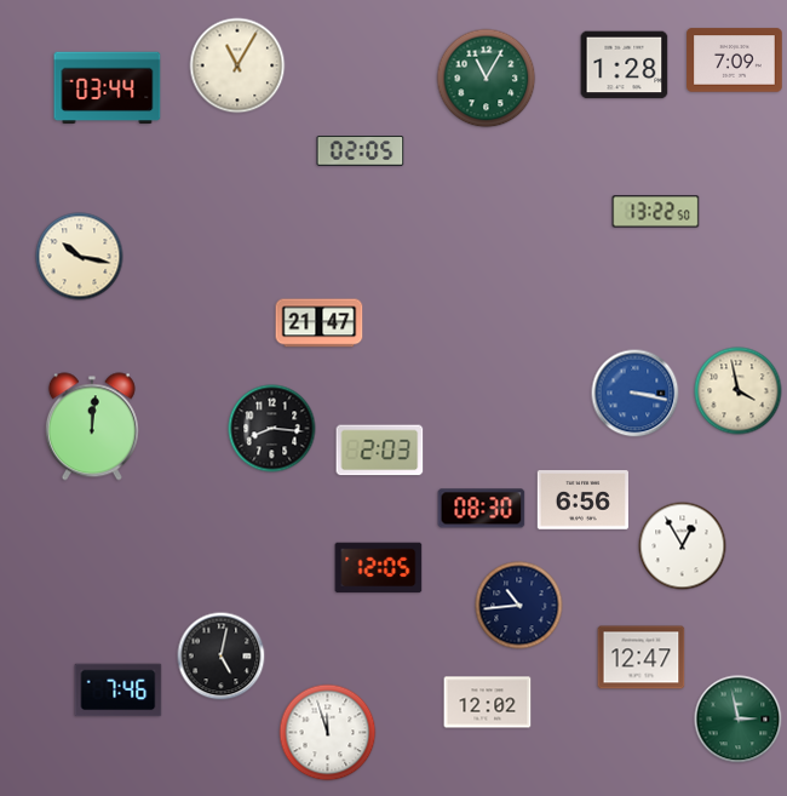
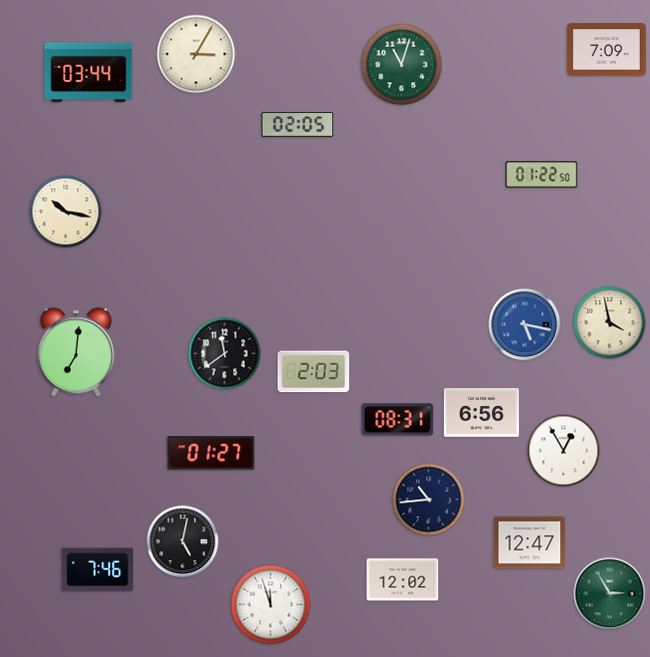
clock at (237, 65): 11:05 -> 3:05
clock at (625, 65): 1:28 -> none
clock at (487, 79): 11:05 -> 11:03
clock at (656, 212): 13:22 -> 01:22
clock at (320, 323): 21:47 -> none
clock at (636, 394): 3:17 -> 5:17
clock at (92, 426): 12:01 -> 7:01
clock at (272, 429): 8:16 -> 11:39
clock at (482, 509): 08:30 -> 08:31
clock at (211, 453): none -> 01:27
clock at (379, 568): 12:05 -> none
clock at (739, 720): 2:58 -> 2:55
